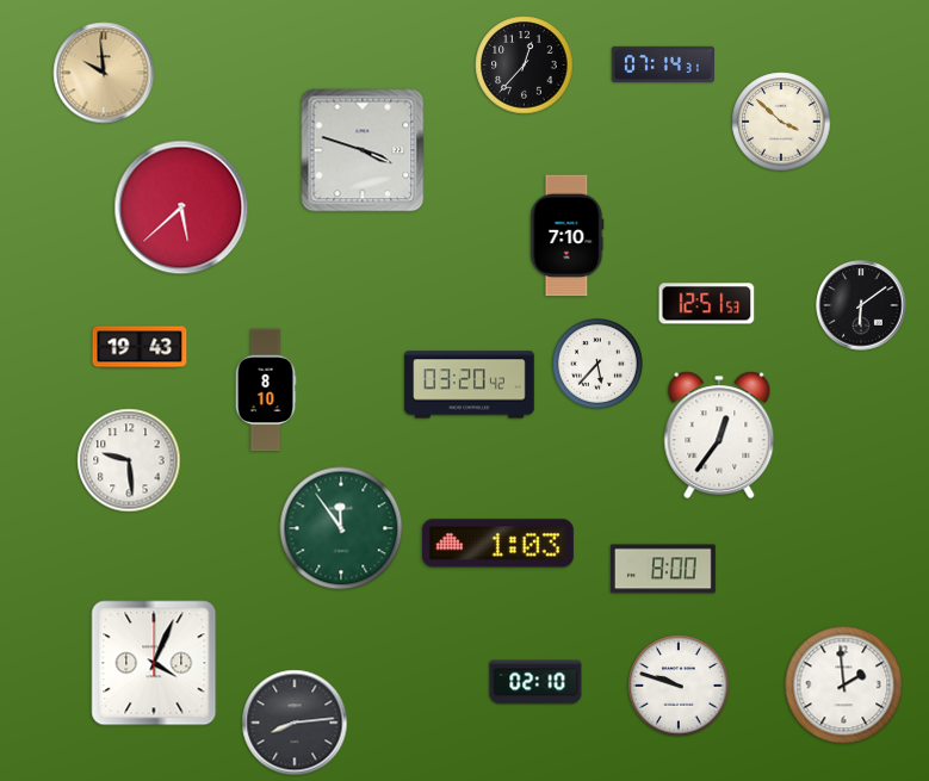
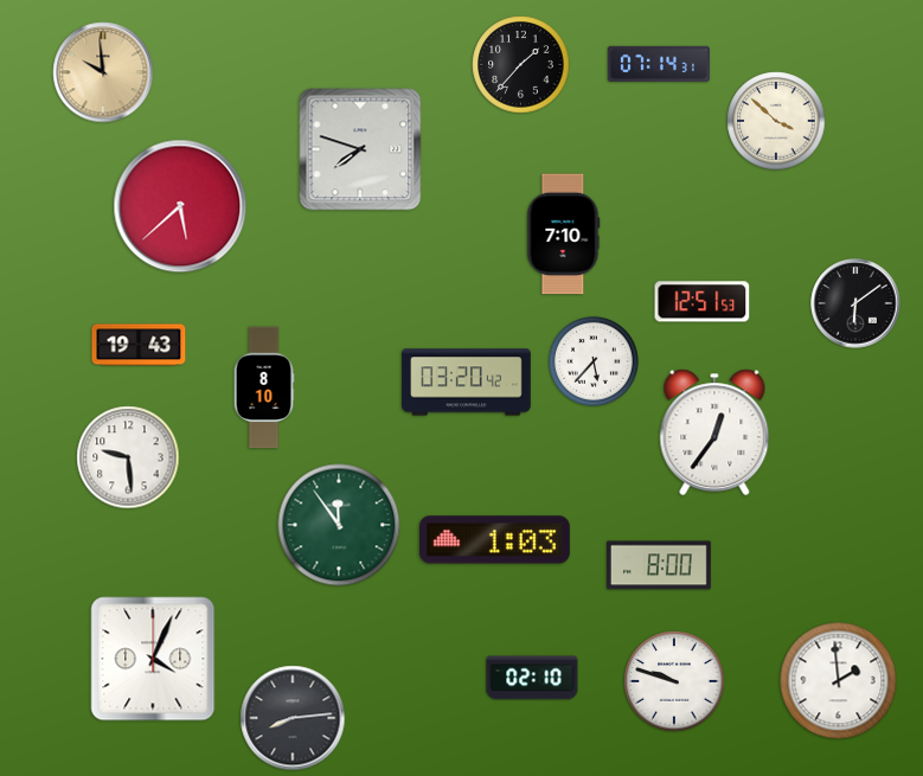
clock at (525, 66): 12:37 -> 1:37
clock at (363, 150): 3:48 -> 7:48
